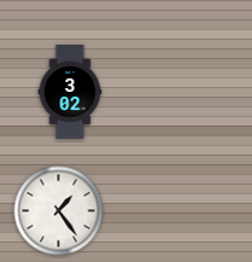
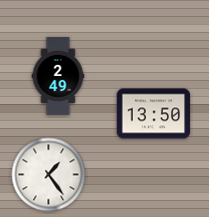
clock at (70, 93): 3:02 -> 2:49
clock at (154, 114): none -> 13:50
